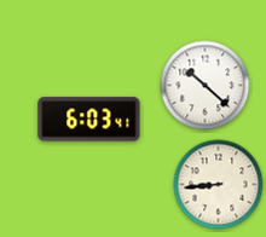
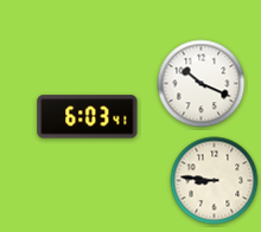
clock at (206, 86): 10:22 -> 10:19
clock at (219, 185): 8:44 -> 8:46
